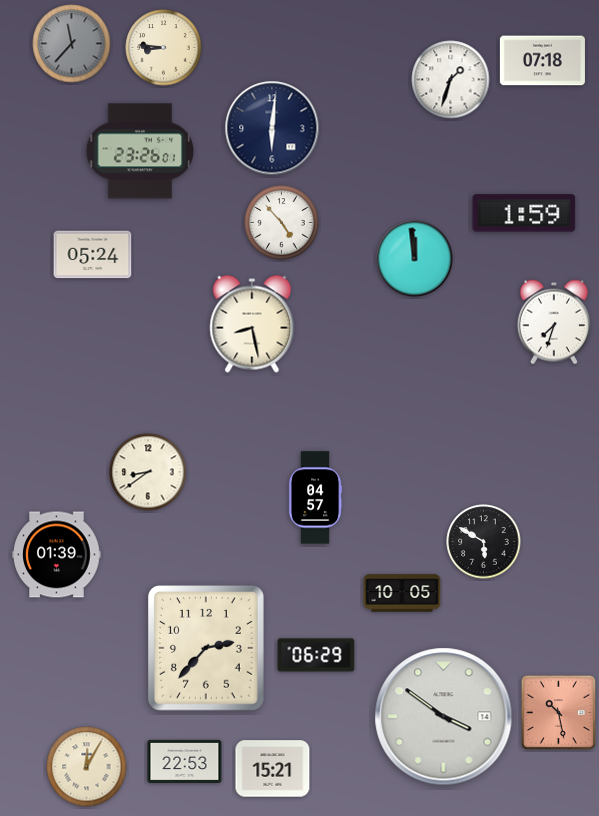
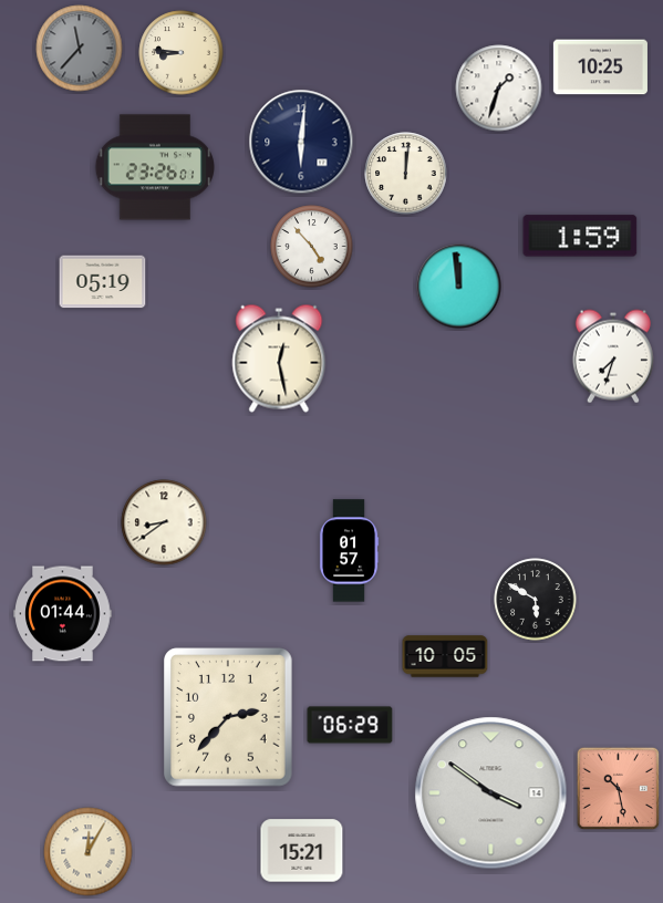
clock at (542, 61): 07:18 -> 10:25
clock at (406, 174): none -> 12:01
clock at (93, 255): 05:24 -> 05:19
clock at (252, 324): 8:28 -> 12:28
clock at (315, 498): 04:57 -> 01:57
clock at (57, 555): 01:39 -> 01:44
clock at (185, 761): 22:53 -> none
clock at (87, 767) position: (87, 767) -> (89, 852)
